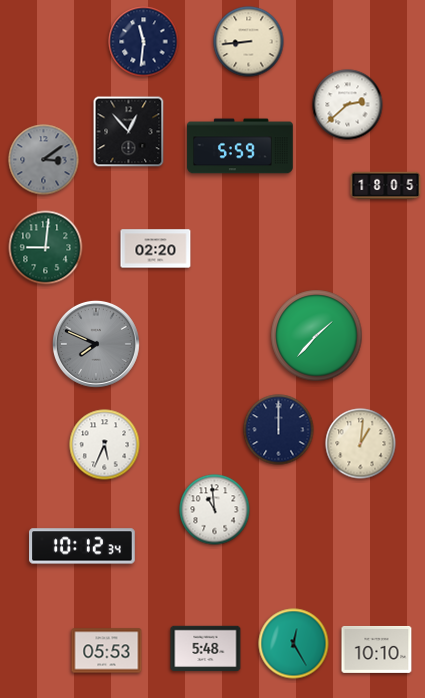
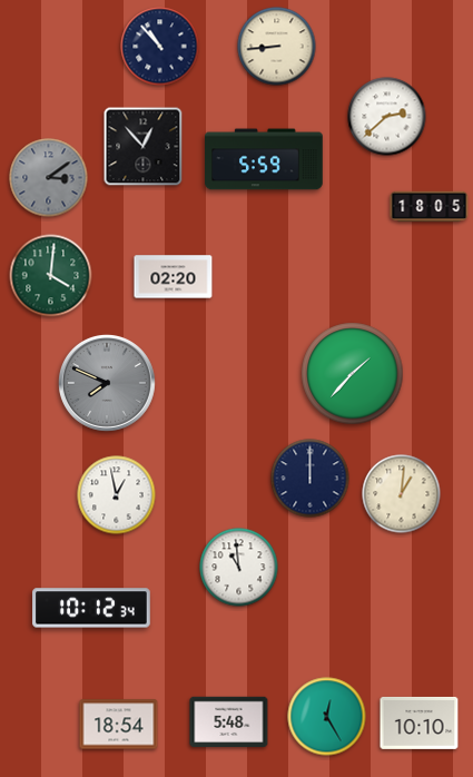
clock at (144, 42): 11:31 -> 10:53
clock at (240, 146) position: (240, 146) -> (264, 159)
clock at (46, 248): 9:01 -> 4:01
clock at (105, 445): 5:34 -> 12:58
clock at (107, 651): 05:53 -> 18:54
